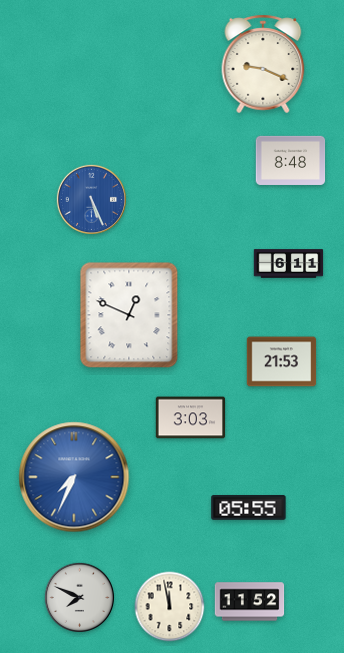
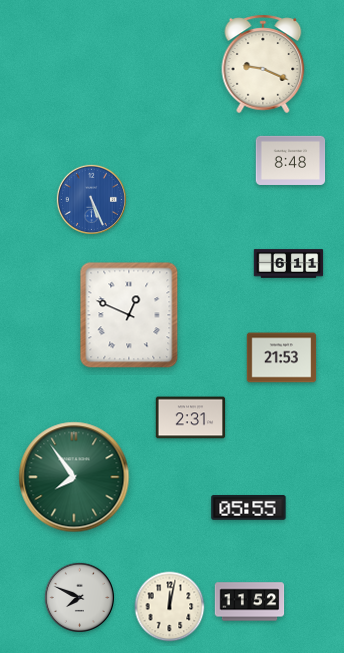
clock at (282, 362) position: (282, 362) -> (282, 358)
clock at (191, 418): 3:03 -> 2:31
clock at (74, 477): 7:34 -> 7:54
clock at (74, 477) dial: blue -> green
clock at (170, 607): 11:58 -> 12:02
